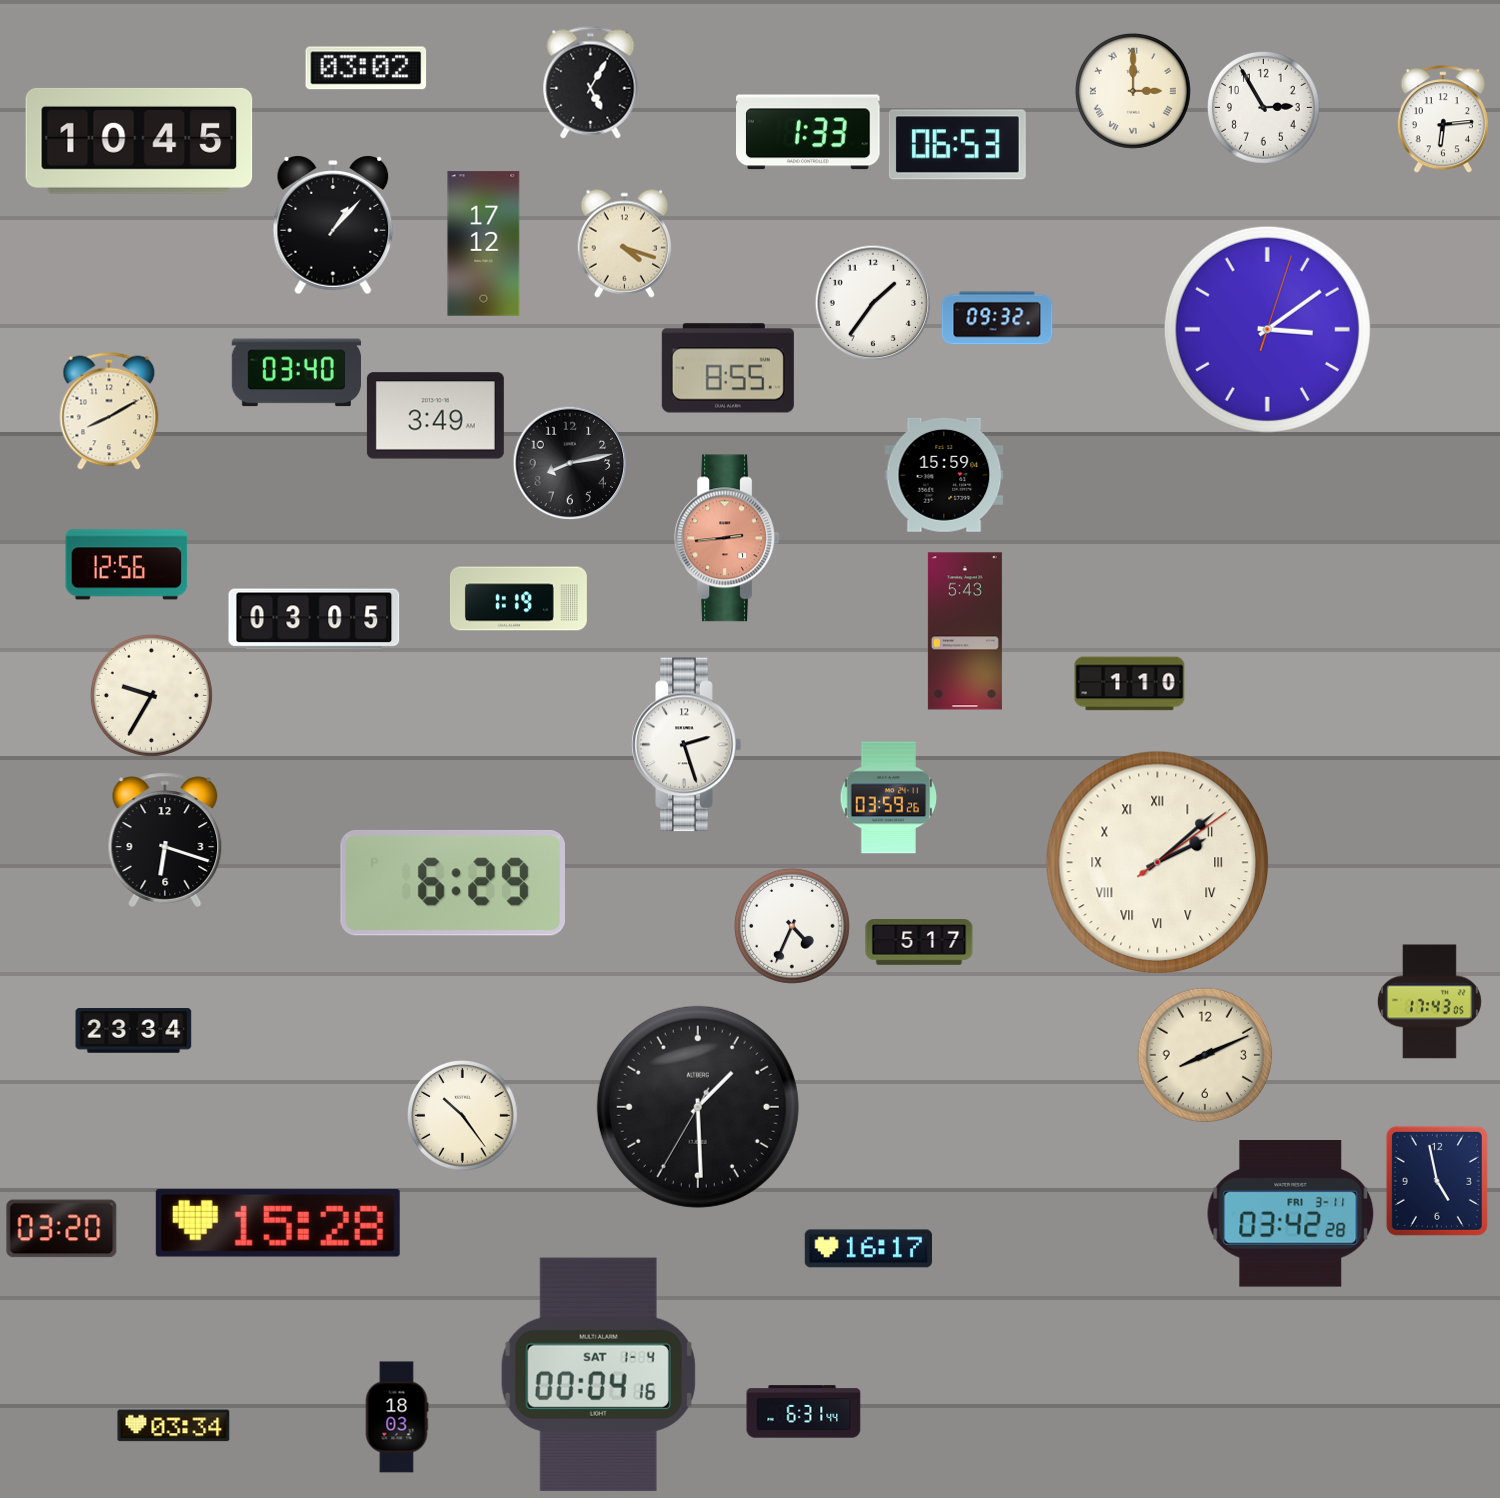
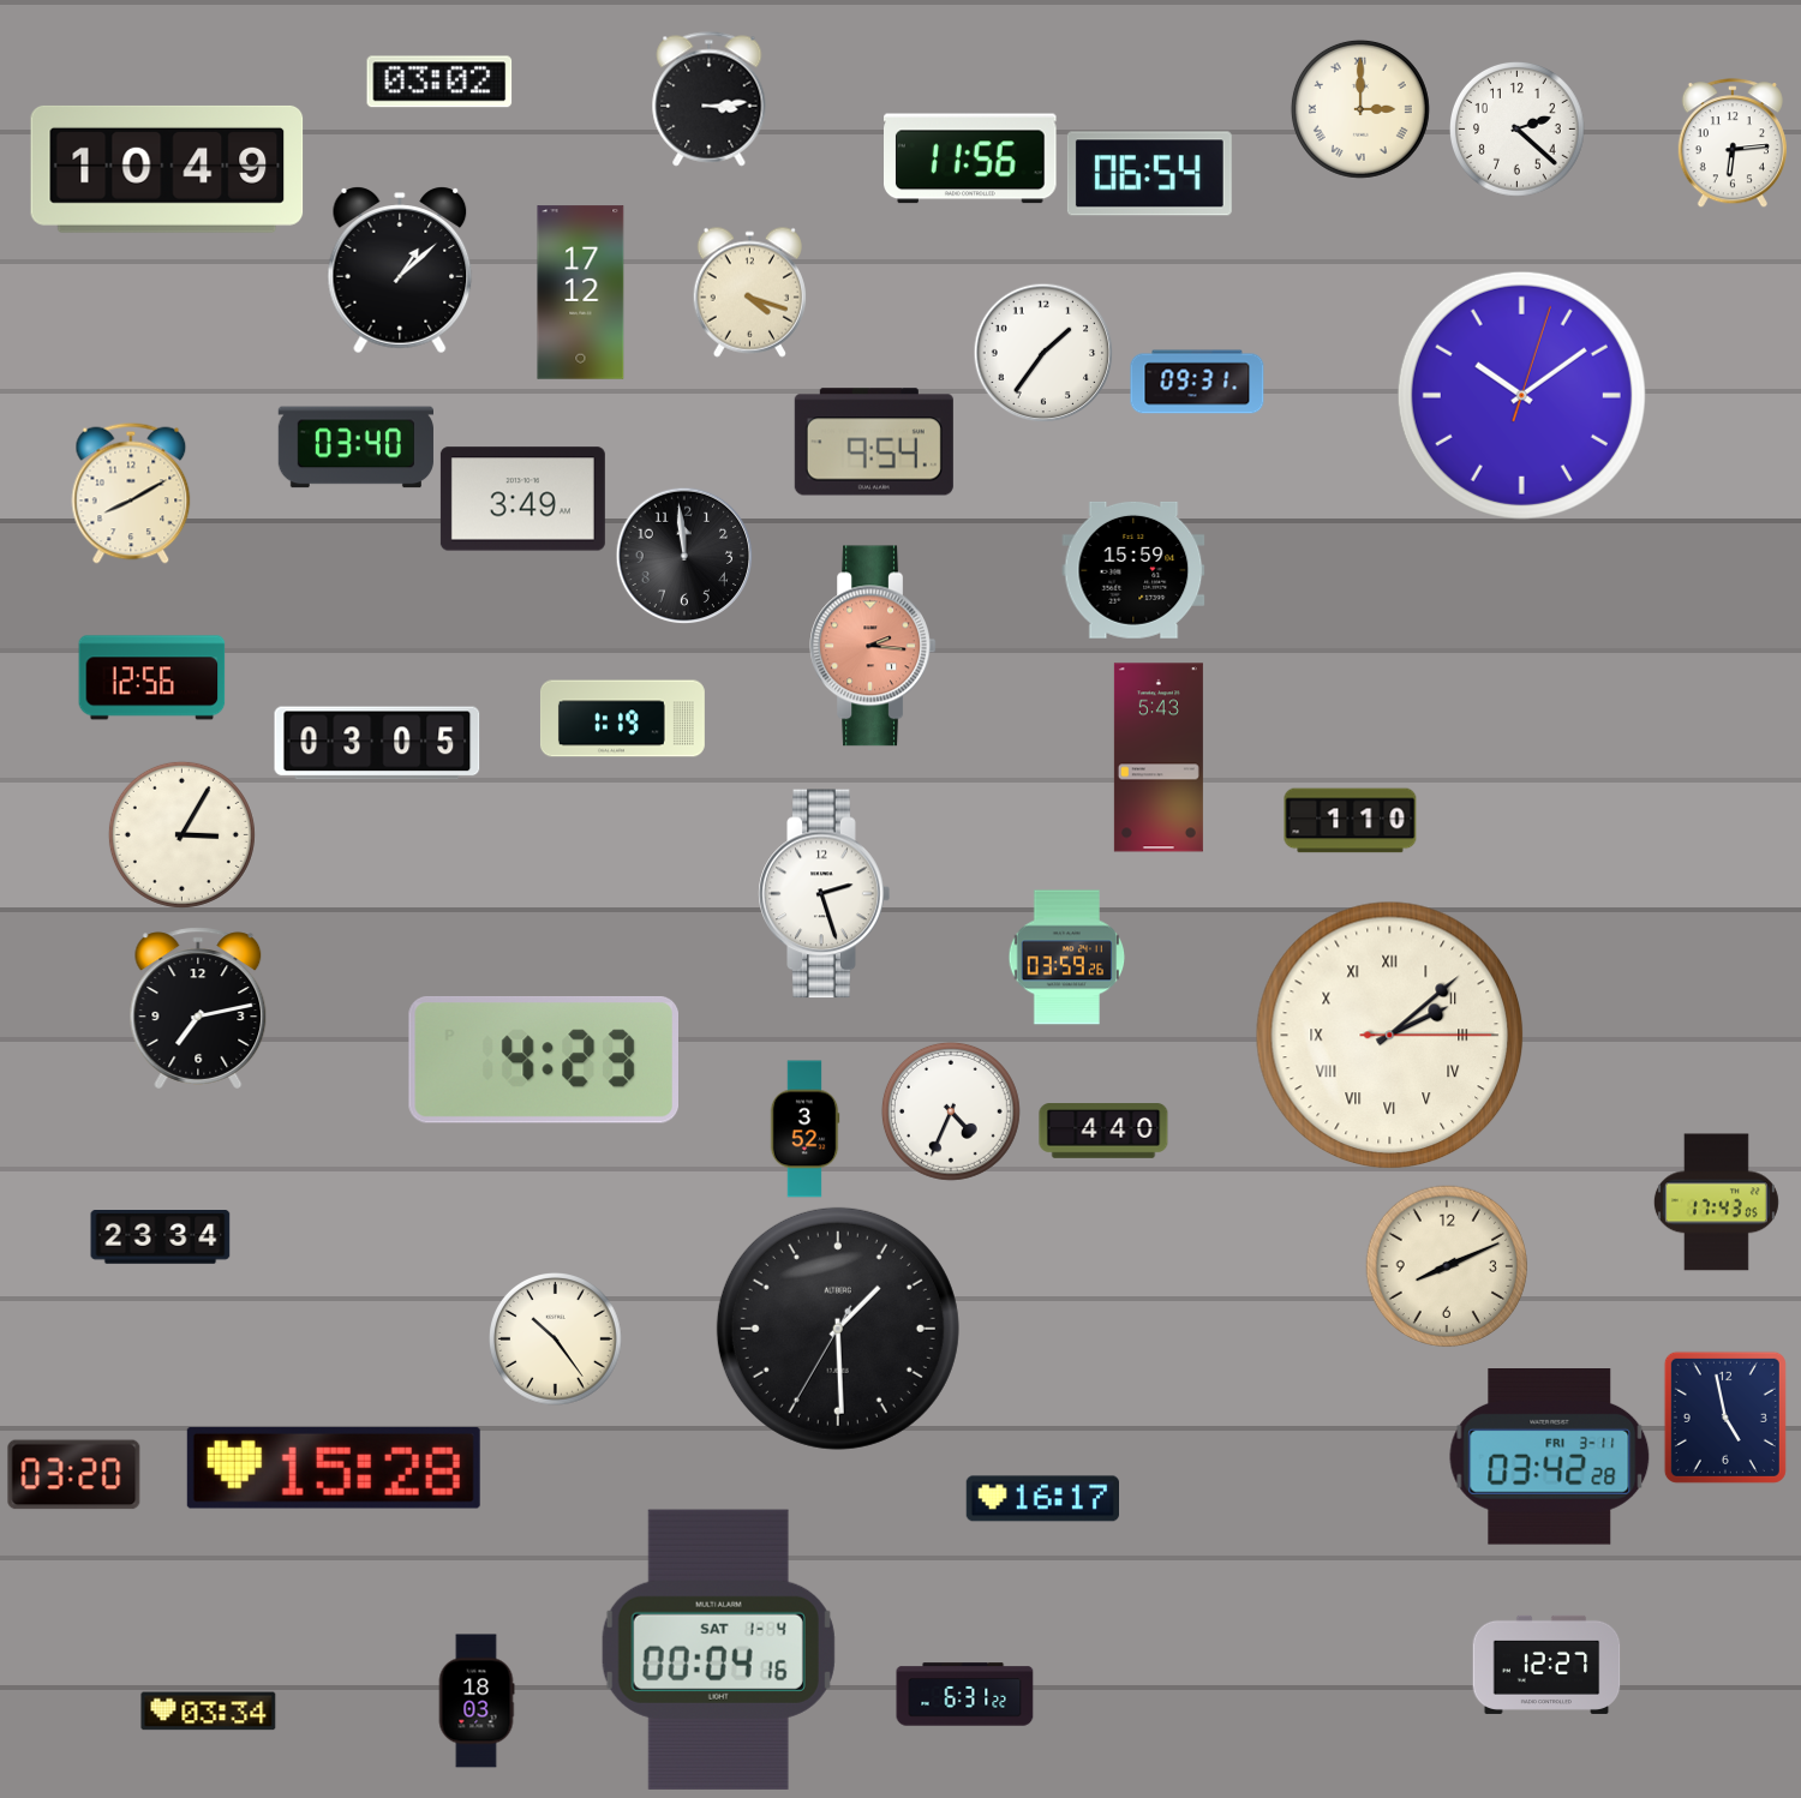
clock at (591, 83): 5:05 -> 3:14
clock at (1264, 108): 2:55 -> 2:22
clock at (809, 132): 1:33 -> 11:56
clock at (139, 141): 10:45 -> 10:49
clock at (957, 145): 06:53 -> 06:54
clock at (333, 225): 1:07 -> 1:08
clock at (873, 303) position: (873, 303) -> (1043, 353)
clock at (997, 318): 09:32 -> 09:31
clock at (1267, 329): 3:09 -> 10:09
clock at (728, 368): 8:55 -> 9:54
clock at (570, 463): 8:13 -> 11:59
clock at (727, 538): 2:44 -> 2:16
clock at (1130, 684) position: (1130, 684) -> (1351, 821)
clock at (151, 695): 9:35 -> 3:05
clock at (165, 840): 6:18 -> 7:13
clock at (1158, 863): 2:08:09 -> 2:08:15
clock at (452, 883): 6:29 -> 4:23
clock at (804, 1129): none -> 3:52
clock at (919, 942): 5:17 -> 4:40
clock at (1546, 1665): none -> 12:27
clock at (804, 1412): 6:31:44 -> 6:31:22
